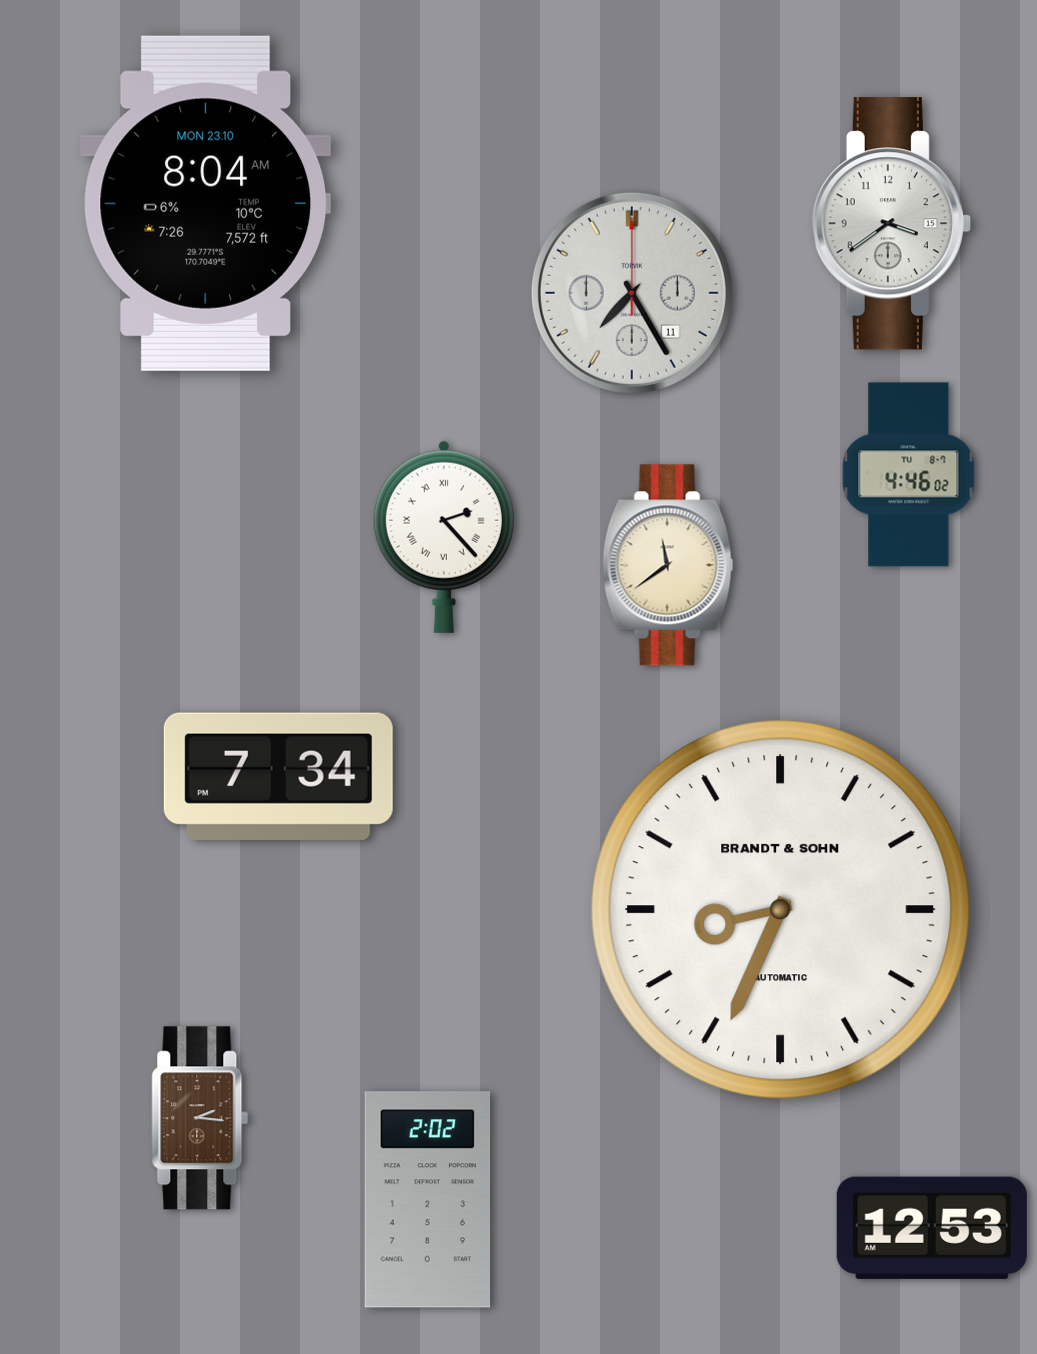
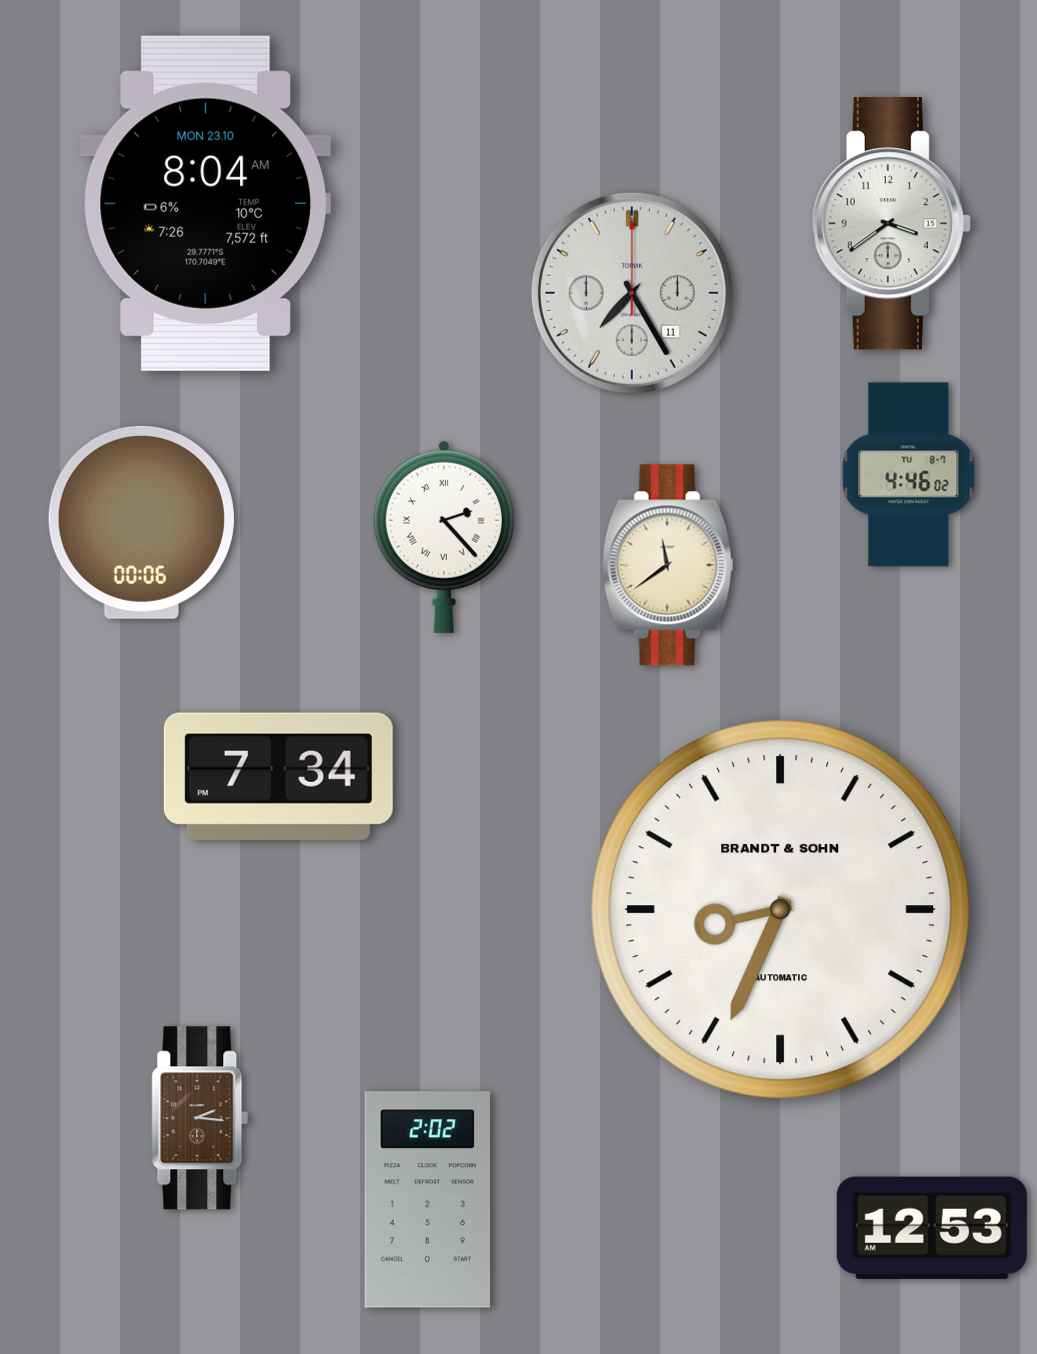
clock at (141, 522): none -> 00:06
